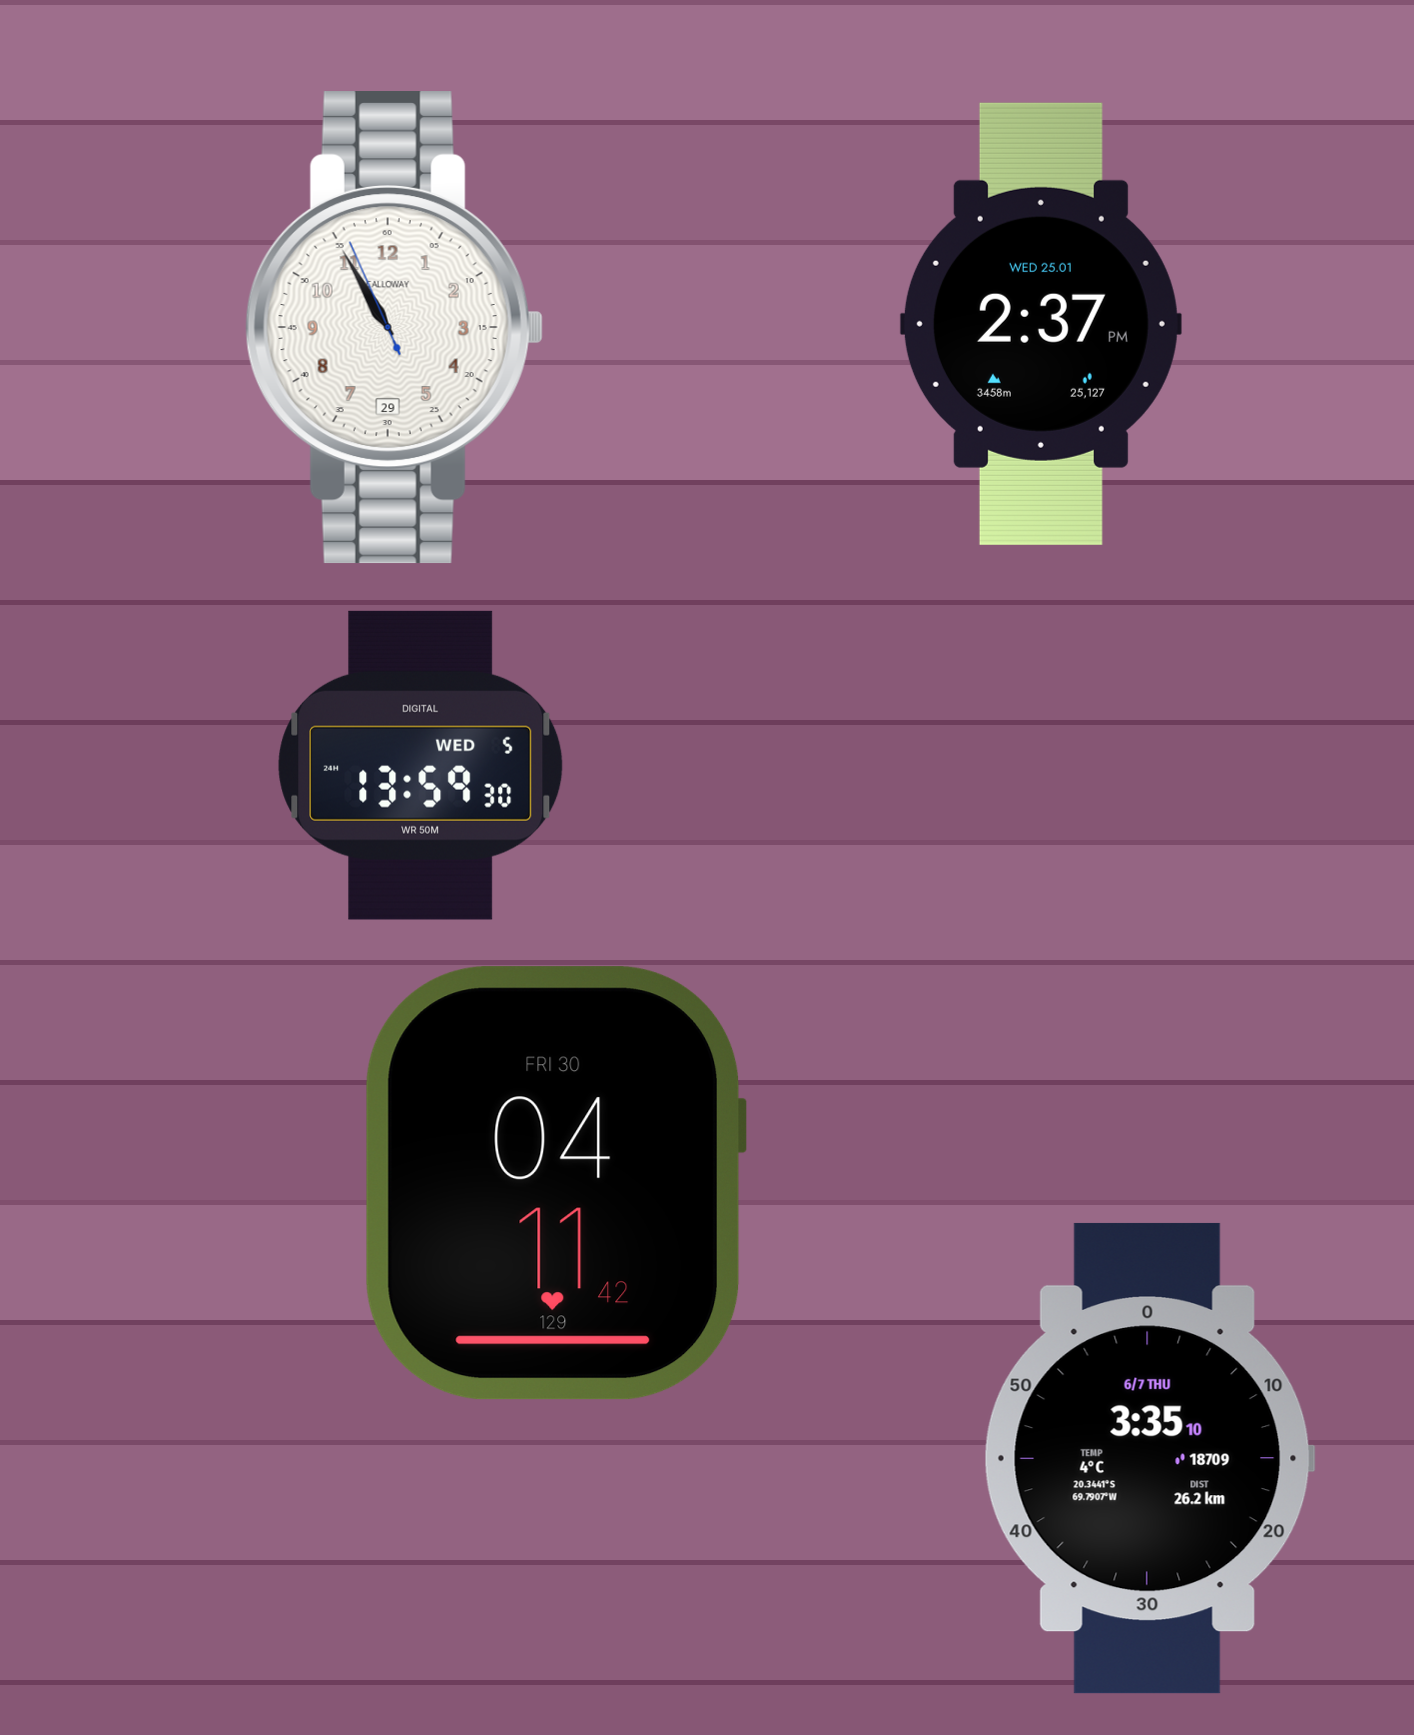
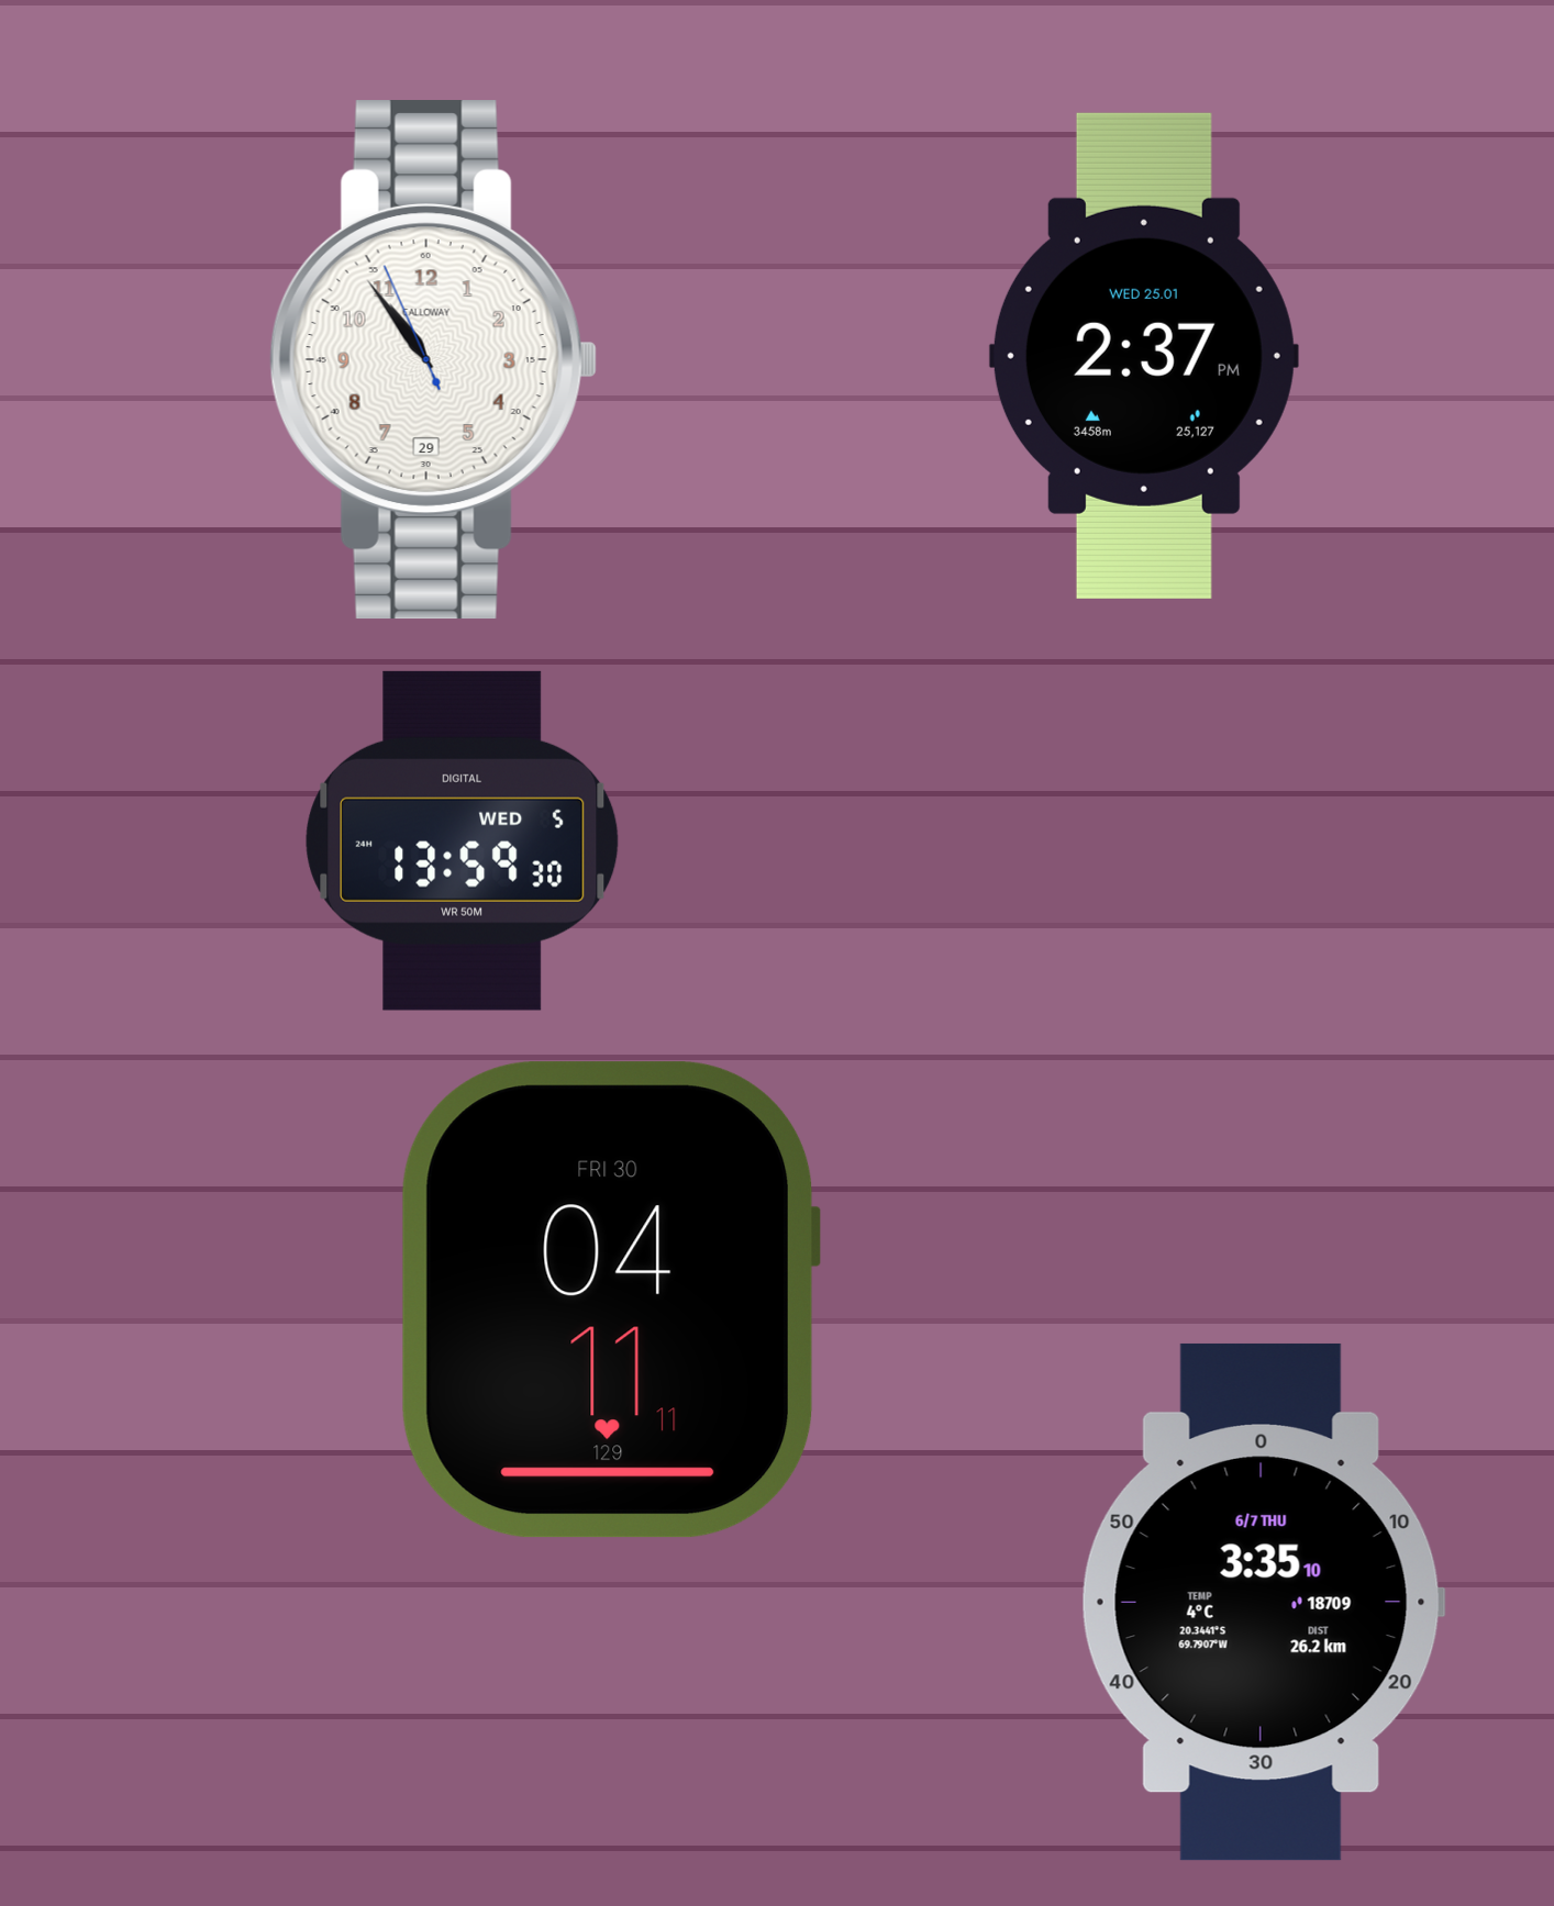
clock at (394, 328): 10:54 -> 10:53
clock at (556, 1183): 04:11:42 -> 04:11:11
